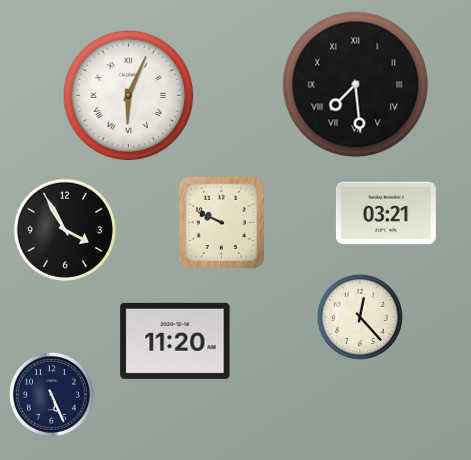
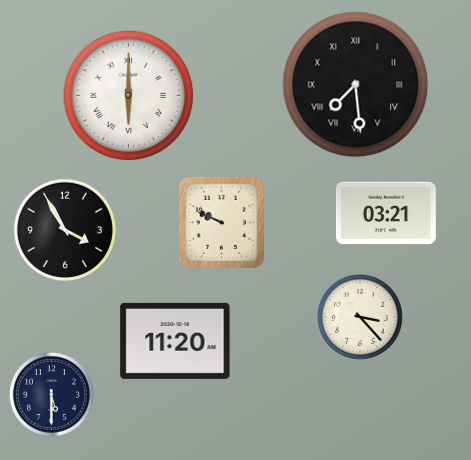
clock at (129, 96): 6:04 -> 6:00
clock at (360, 317): 12:23 -> 3:23
clock at (51, 394): 5:26 -> 5:30
